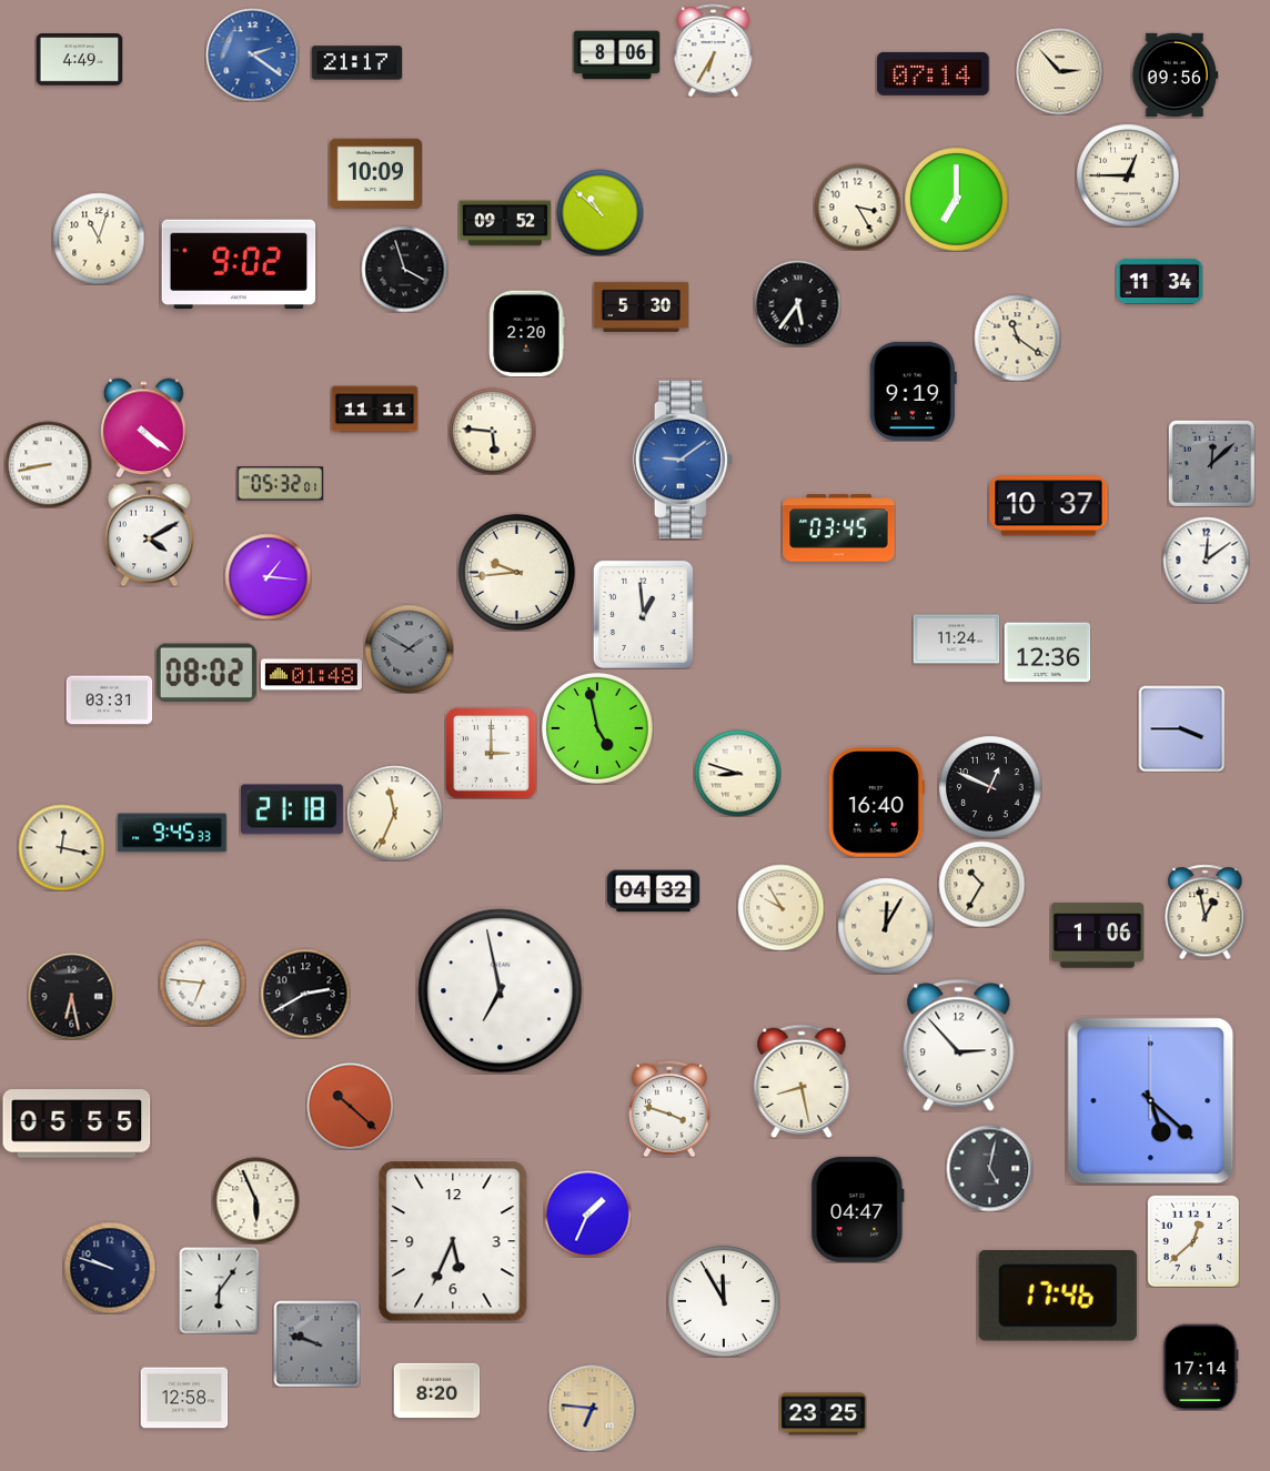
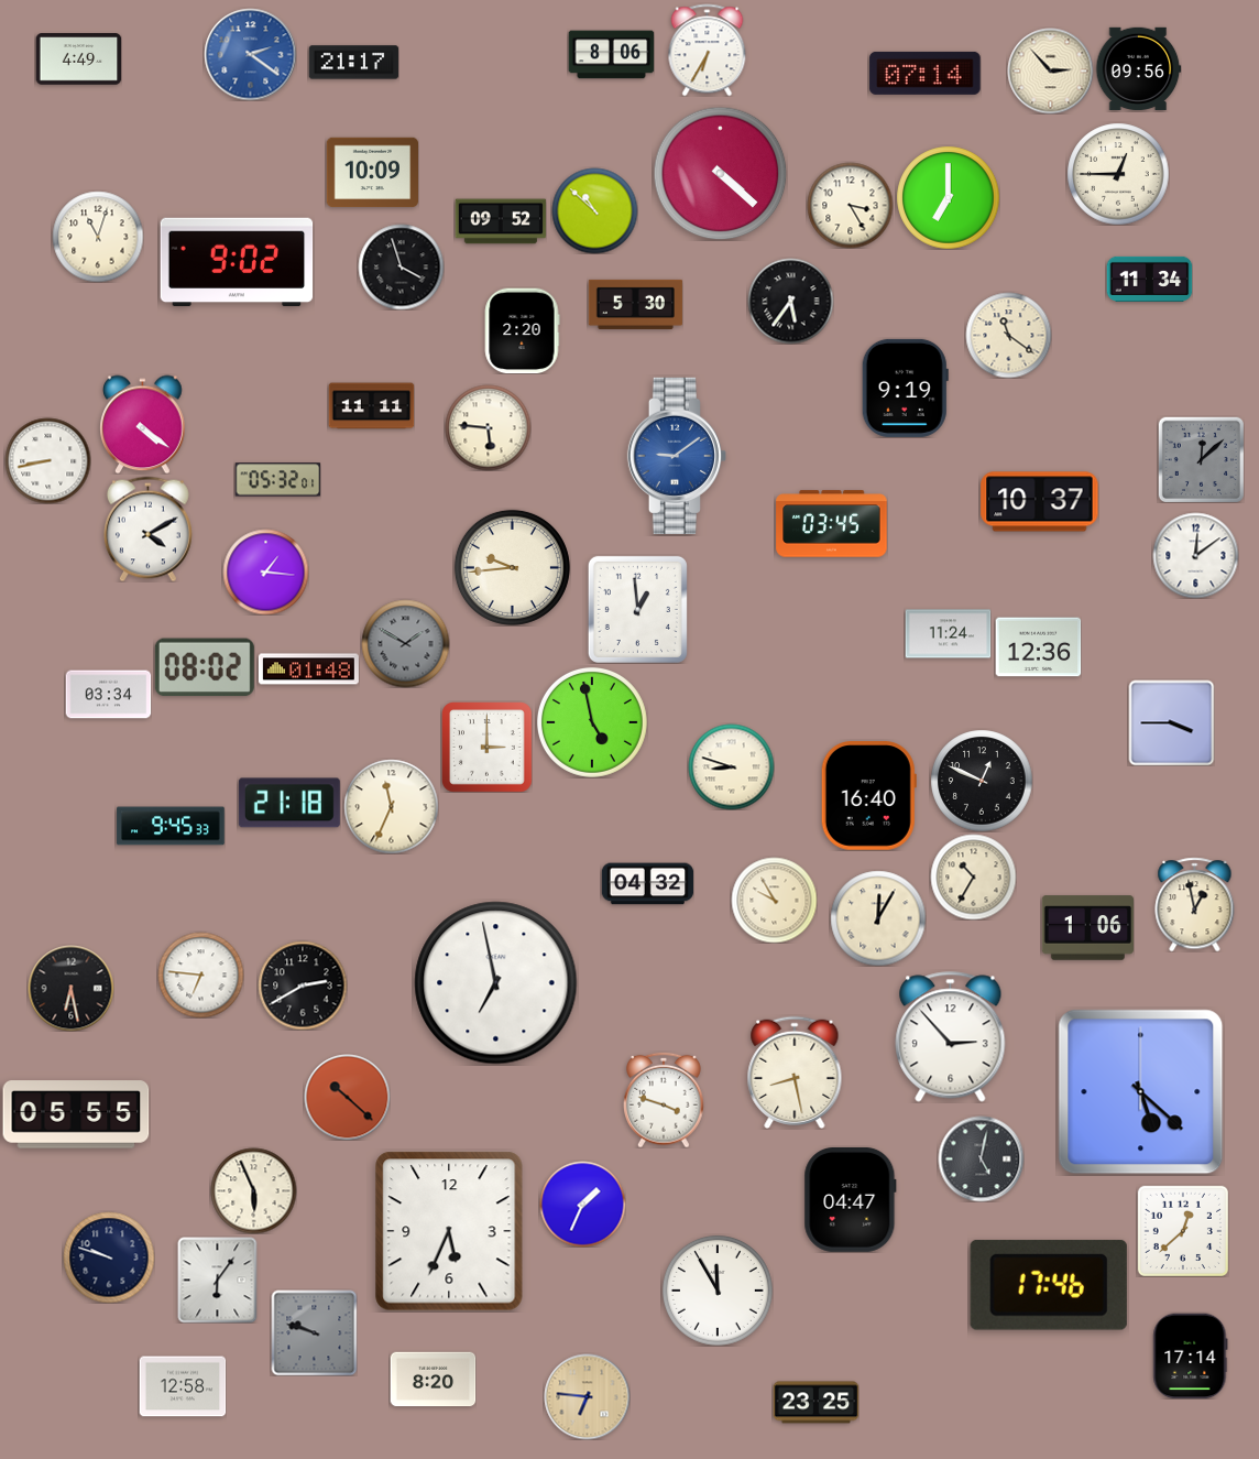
clock at (1175, 74) position: (1175, 74) -> (1138, 68)
clock at (720, 173): none -> 4:22
clock at (109, 701): 03:31 -> 03:34
clock at (61, 847): 12:17 -> none
